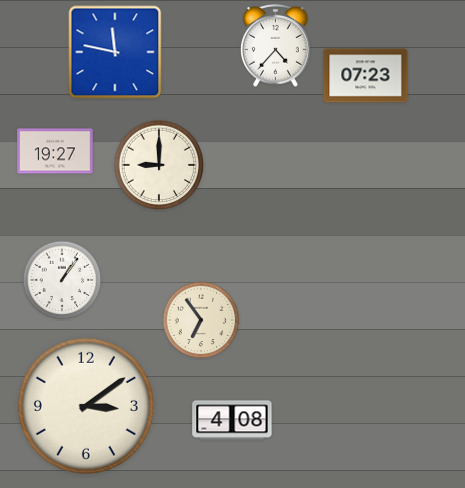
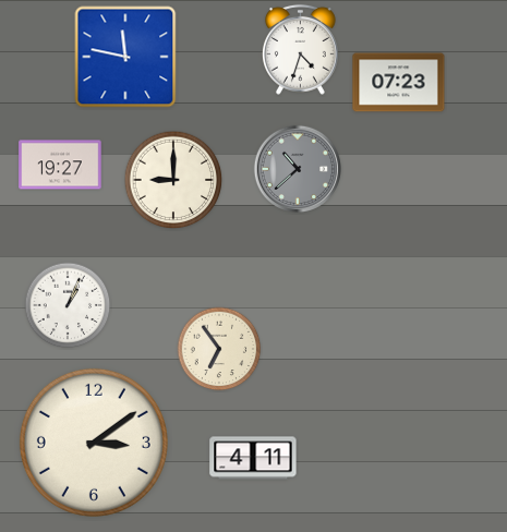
clock at (276, 45): 4:37 -> 4:33
clock at (297, 168): none -> 10:38
clock at (62, 280): 1:06 -> 1:04
clock at (232, 420): 4:08 -> 4:11
